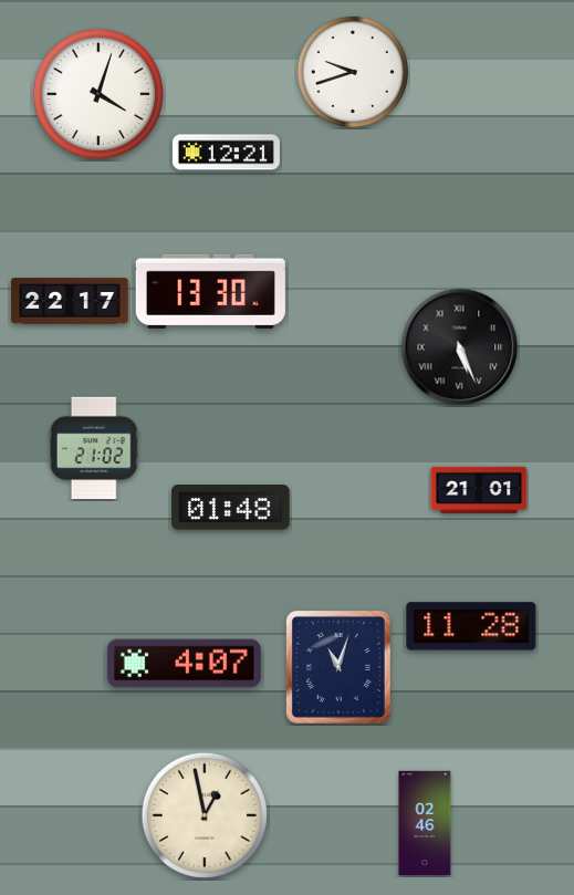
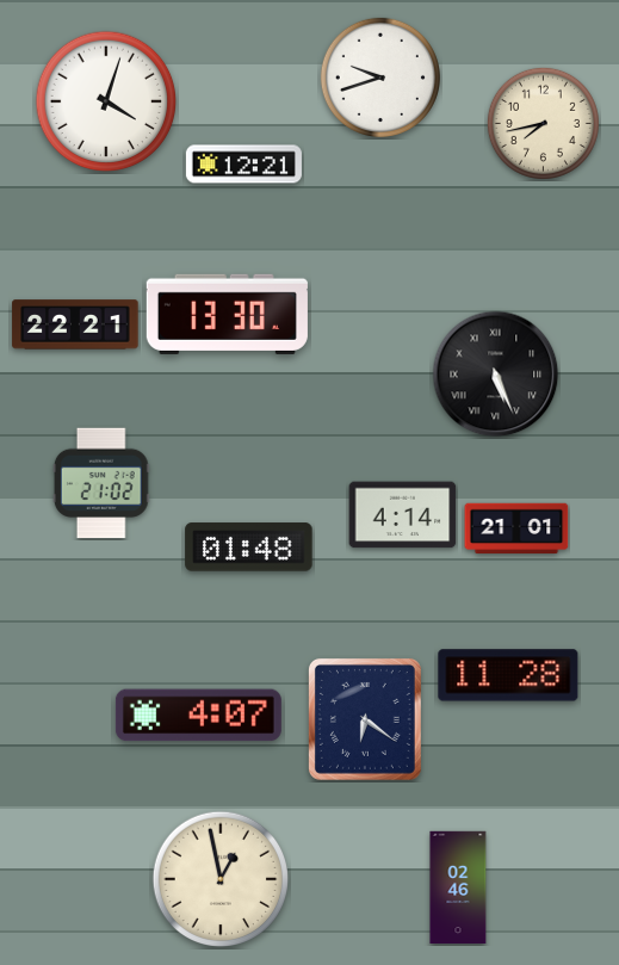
clock at (543, 123): none -> 7:43
clock at (70, 301): 22:17 -> 22:21
clock at (403, 515): none -> 4:14
clock at (338, 667): 11:03 -> 6:21
